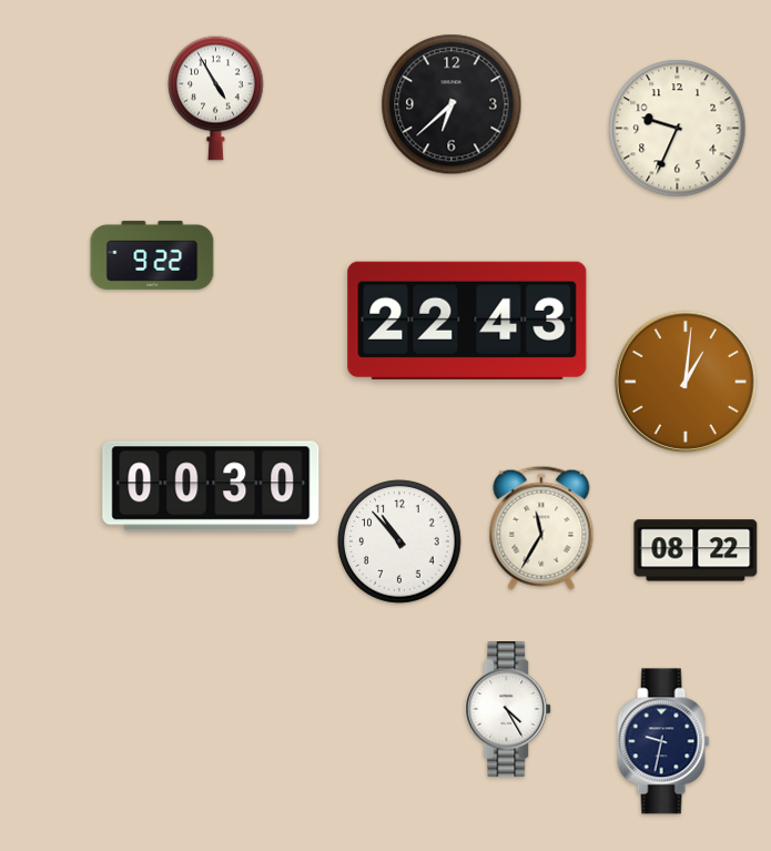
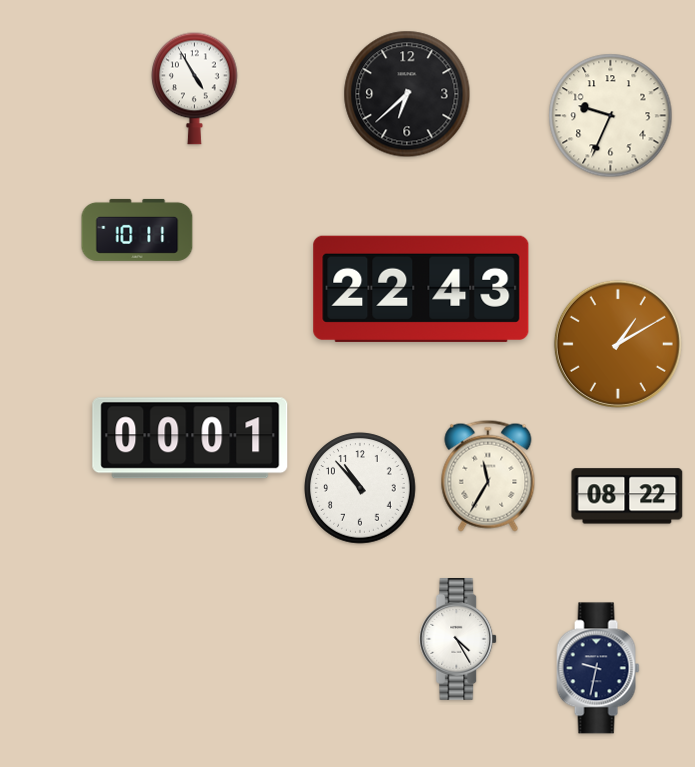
clock at (152, 255): 9:22 -> 10:11
clock at (686, 382): 1:01 -> 1:10
clock at (211, 486): 00:30 -> 00:01
